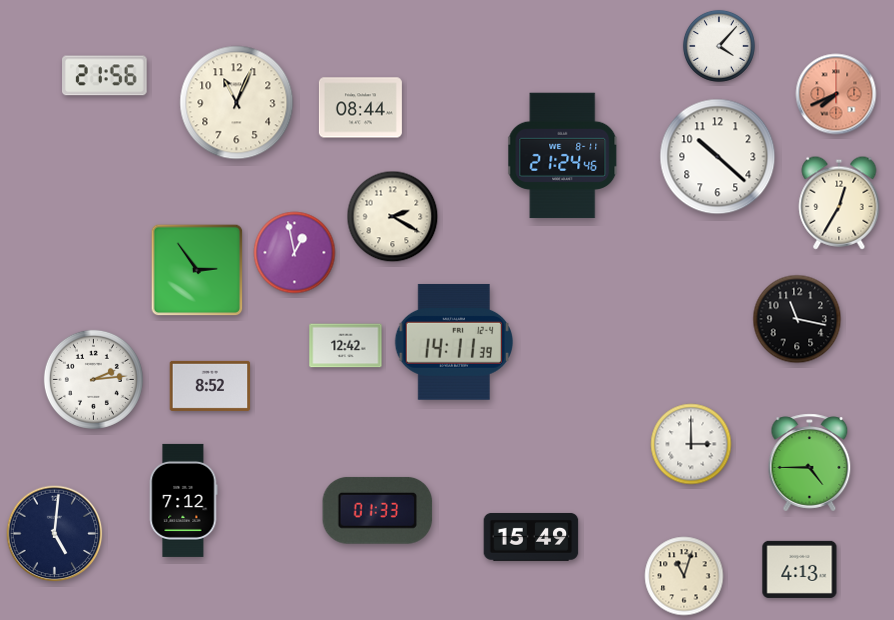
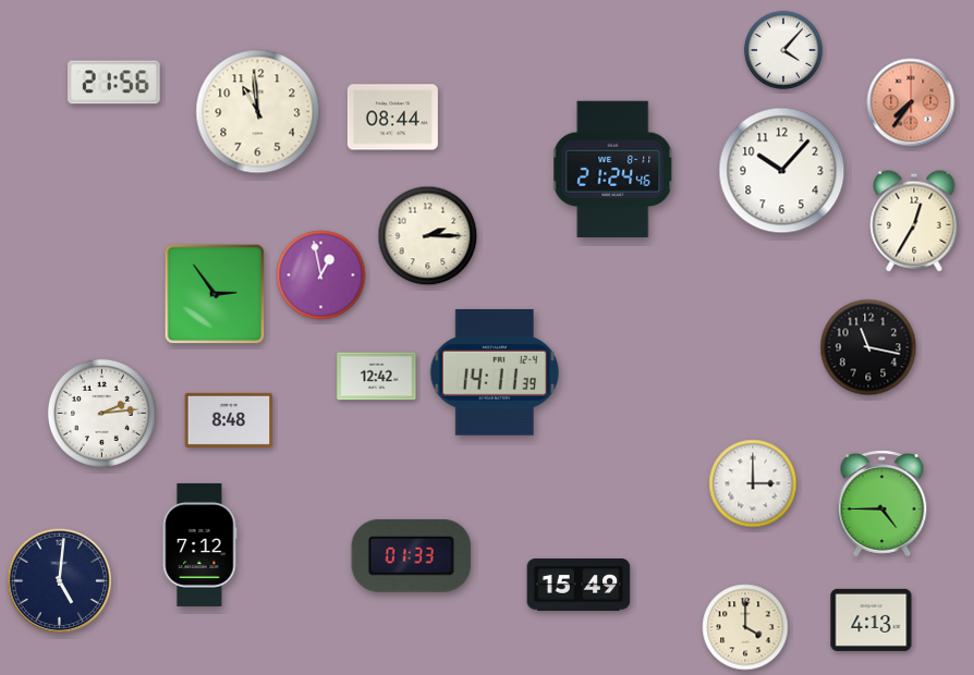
clock at (836, 94): 7:41 -> 7:36
clock at (237, 103): 11:04 -> 10:59
clock at (718, 157): 10:22 -> 10:07
clock at (393, 217): 2:20 -> 2:15
clock at (210, 386): 8:52 -> 8:48
clock at (684, 576): 11:03 -> 4:00
